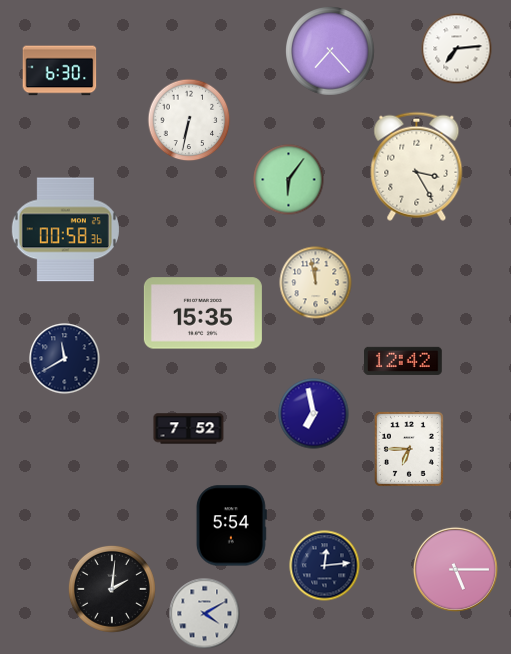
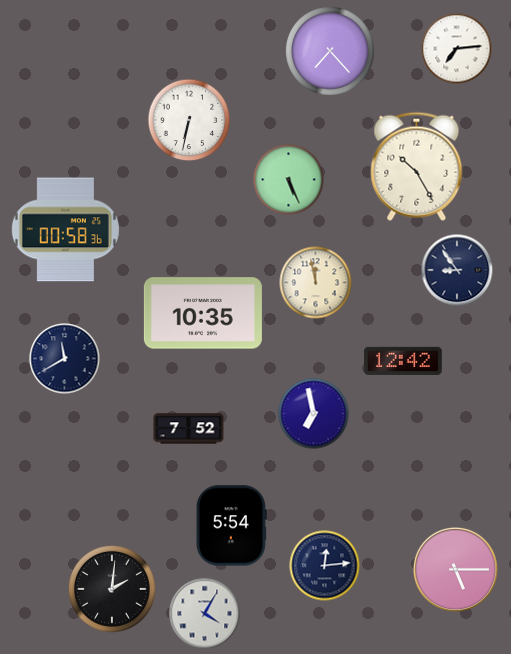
clock at (60, 71): 6:30 -> none
clock at (417, 166): 3:25 -> 10:25
clock at (289, 180): 6:06 -> 5:26
clock at (457, 270): none -> 8:54
clock at (203, 313): 15:35 -> 10:35
clock at (409, 449): 6:45 -> none
clock at (205, 614): 4:10 -> 4:05
